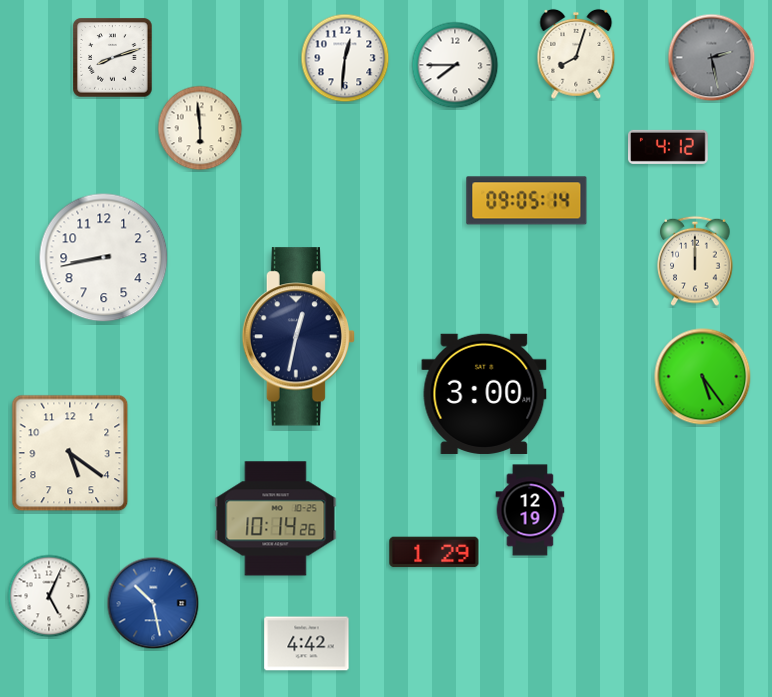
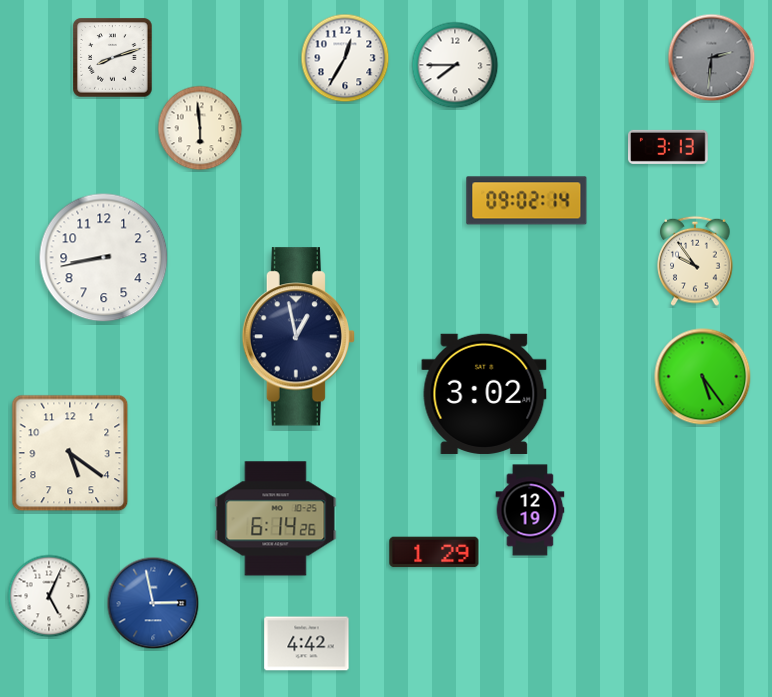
clock at (576, 54): 8:03 -> none
clock at (345, 58): 12:31 -> 12:35
clock at (712, 58): 2:28 -> 2:31
clock at (669, 147): 4:12 -> 3:13
clock at (527, 201): 09:05 -> 09:02
clock at (695, 261): 12:00 -> 9:54
clock at (298, 337): 12:32 -> 12:58
clock at (484, 394): 3:00 -> 3:02
clock at (276, 519): 10:14 -> 6:14
clock at (153, 603): 10:28 -> 2:58
